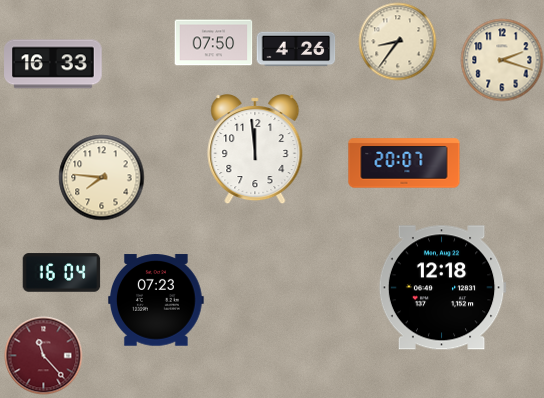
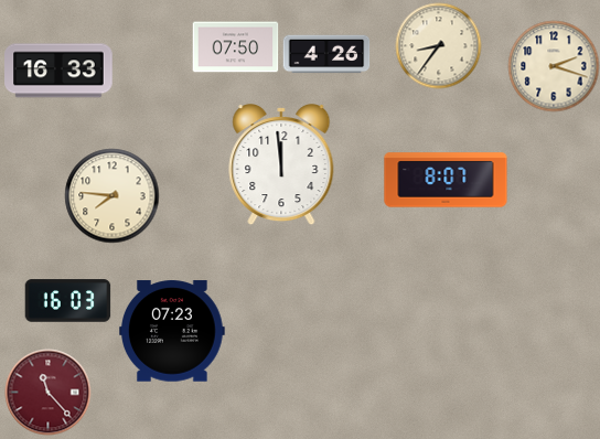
clock at (404, 163): 20:07 -> 8:07
clock at (61, 273): 16:04 -> 16:03
clock at (442, 288): 12:18 -> none
